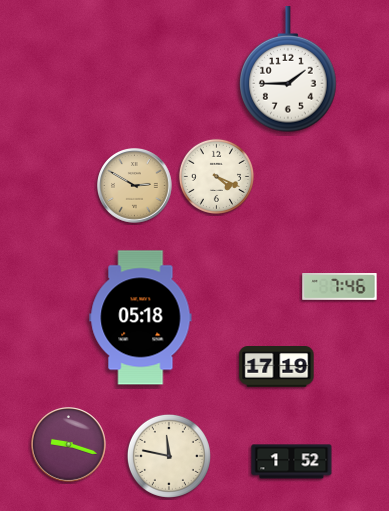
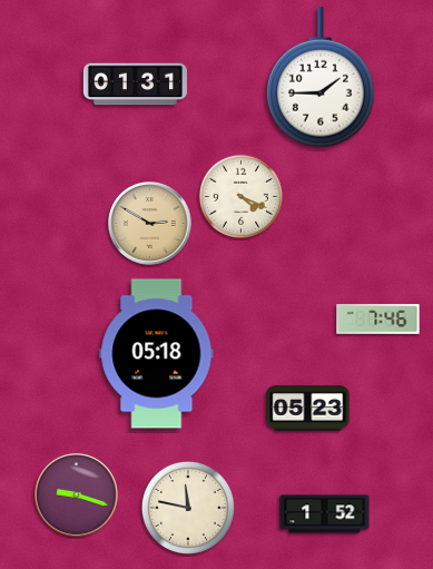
clock at (135, 85): none -> 01:31
clock at (135, 186) position: (135, 186) -> (150, 224)
clock at (277, 367): 17:19 -> 05:23
